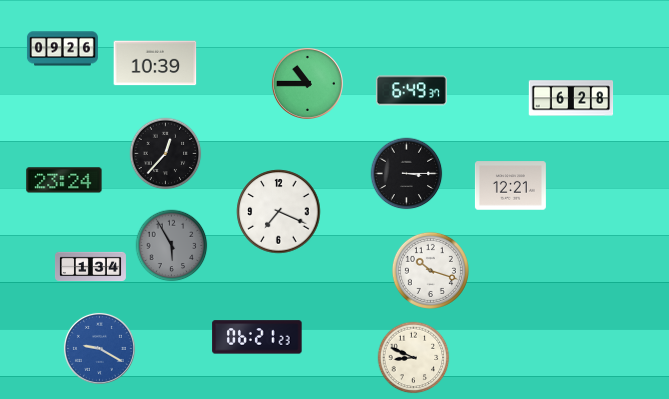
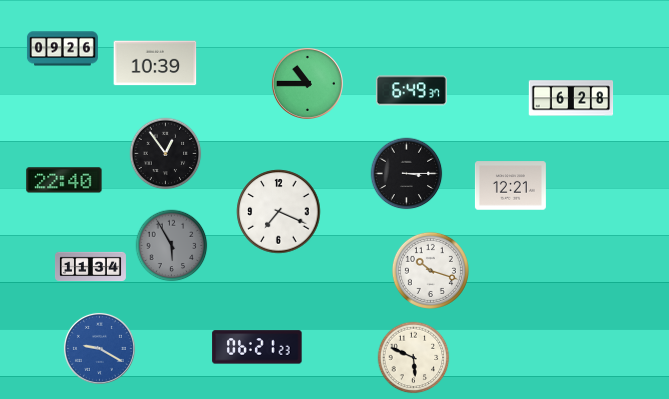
clock at (166, 154): 12:37 -> 12:54
clock at (64, 180): 23:24 -> 22:40
clock at (90, 267): 1:34 -> 11:34
clock at (257, 337) position: (257, 337) -> (257, 347)
clock at (414, 358): 8:49 -> 5:49
